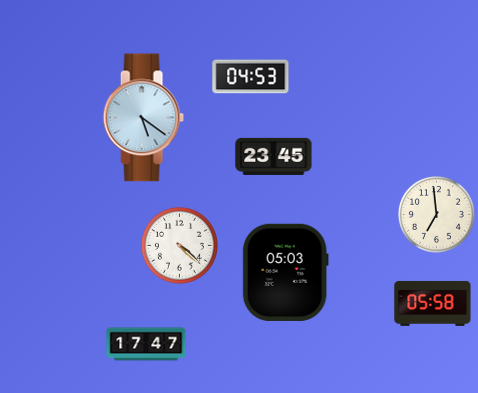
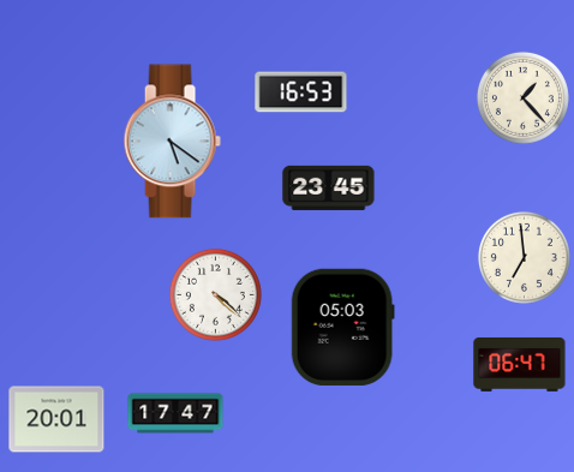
clock at (251, 77): 04:53 -> 16:53
clock at (522, 97): none -> 1:23
clock at (433, 303): 05:58 -> 06:47
clock at (56, 419): none -> 20:01
